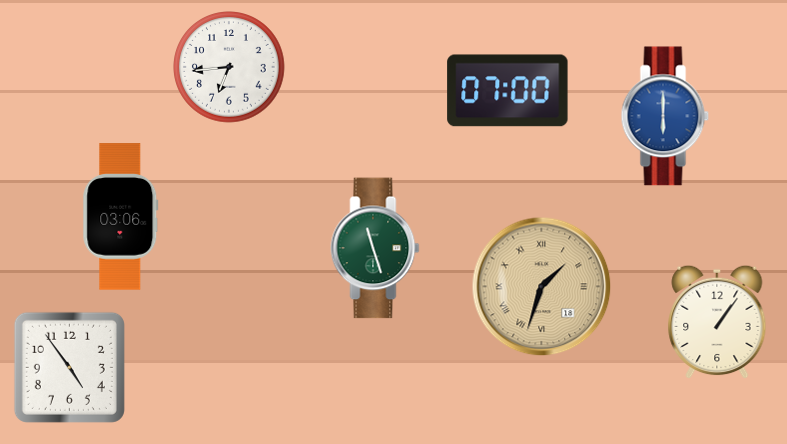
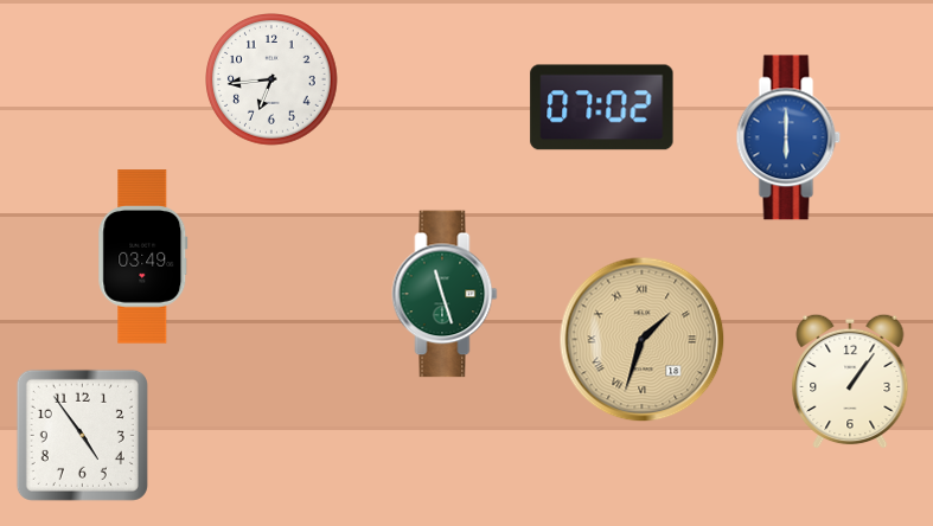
clock at (508, 91): 07:00 -> 07:02
clock at (121, 217): 03:06 -> 03:49
